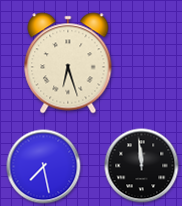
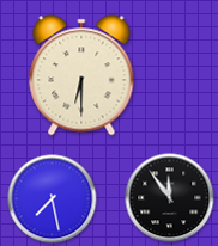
clock at (68, 63): 6:27 -> 6:30
clock at (142, 166): 11:59 -> 11:54
